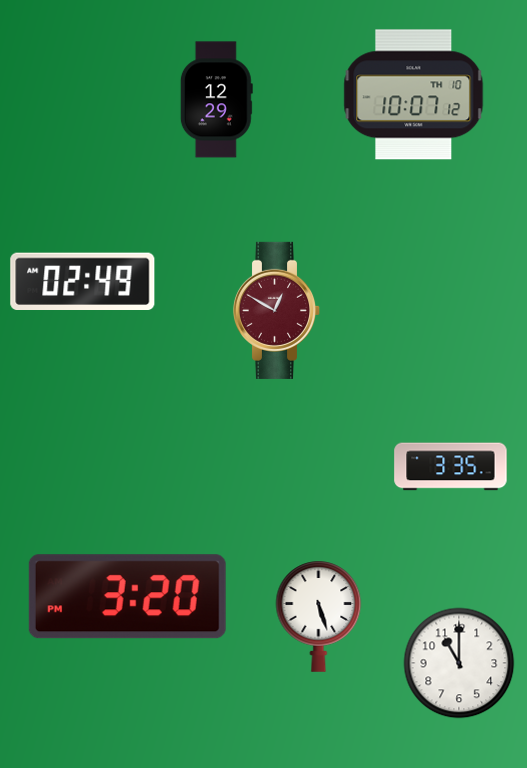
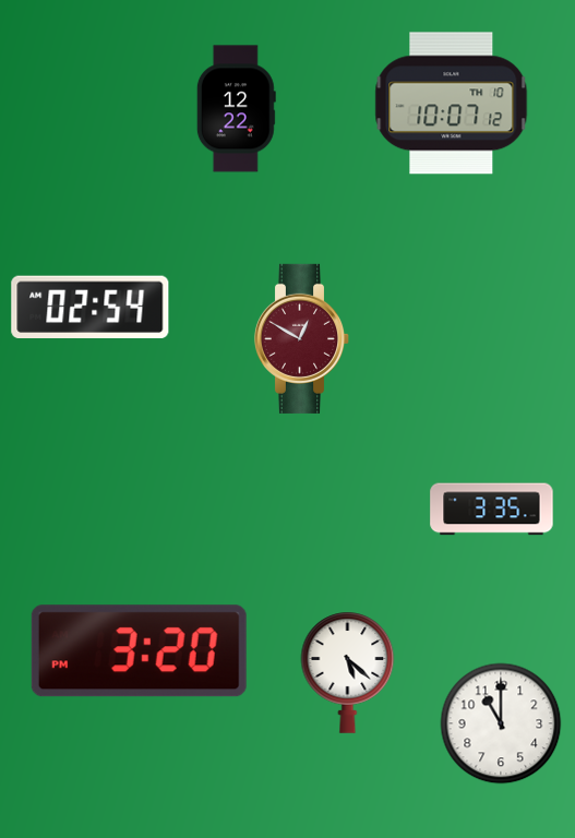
clock at (216, 100): 12:29 -> 12:22
clock at (83, 281): 02:49 -> 02:54
clock at (319, 616): 5:27 -> 5:22
